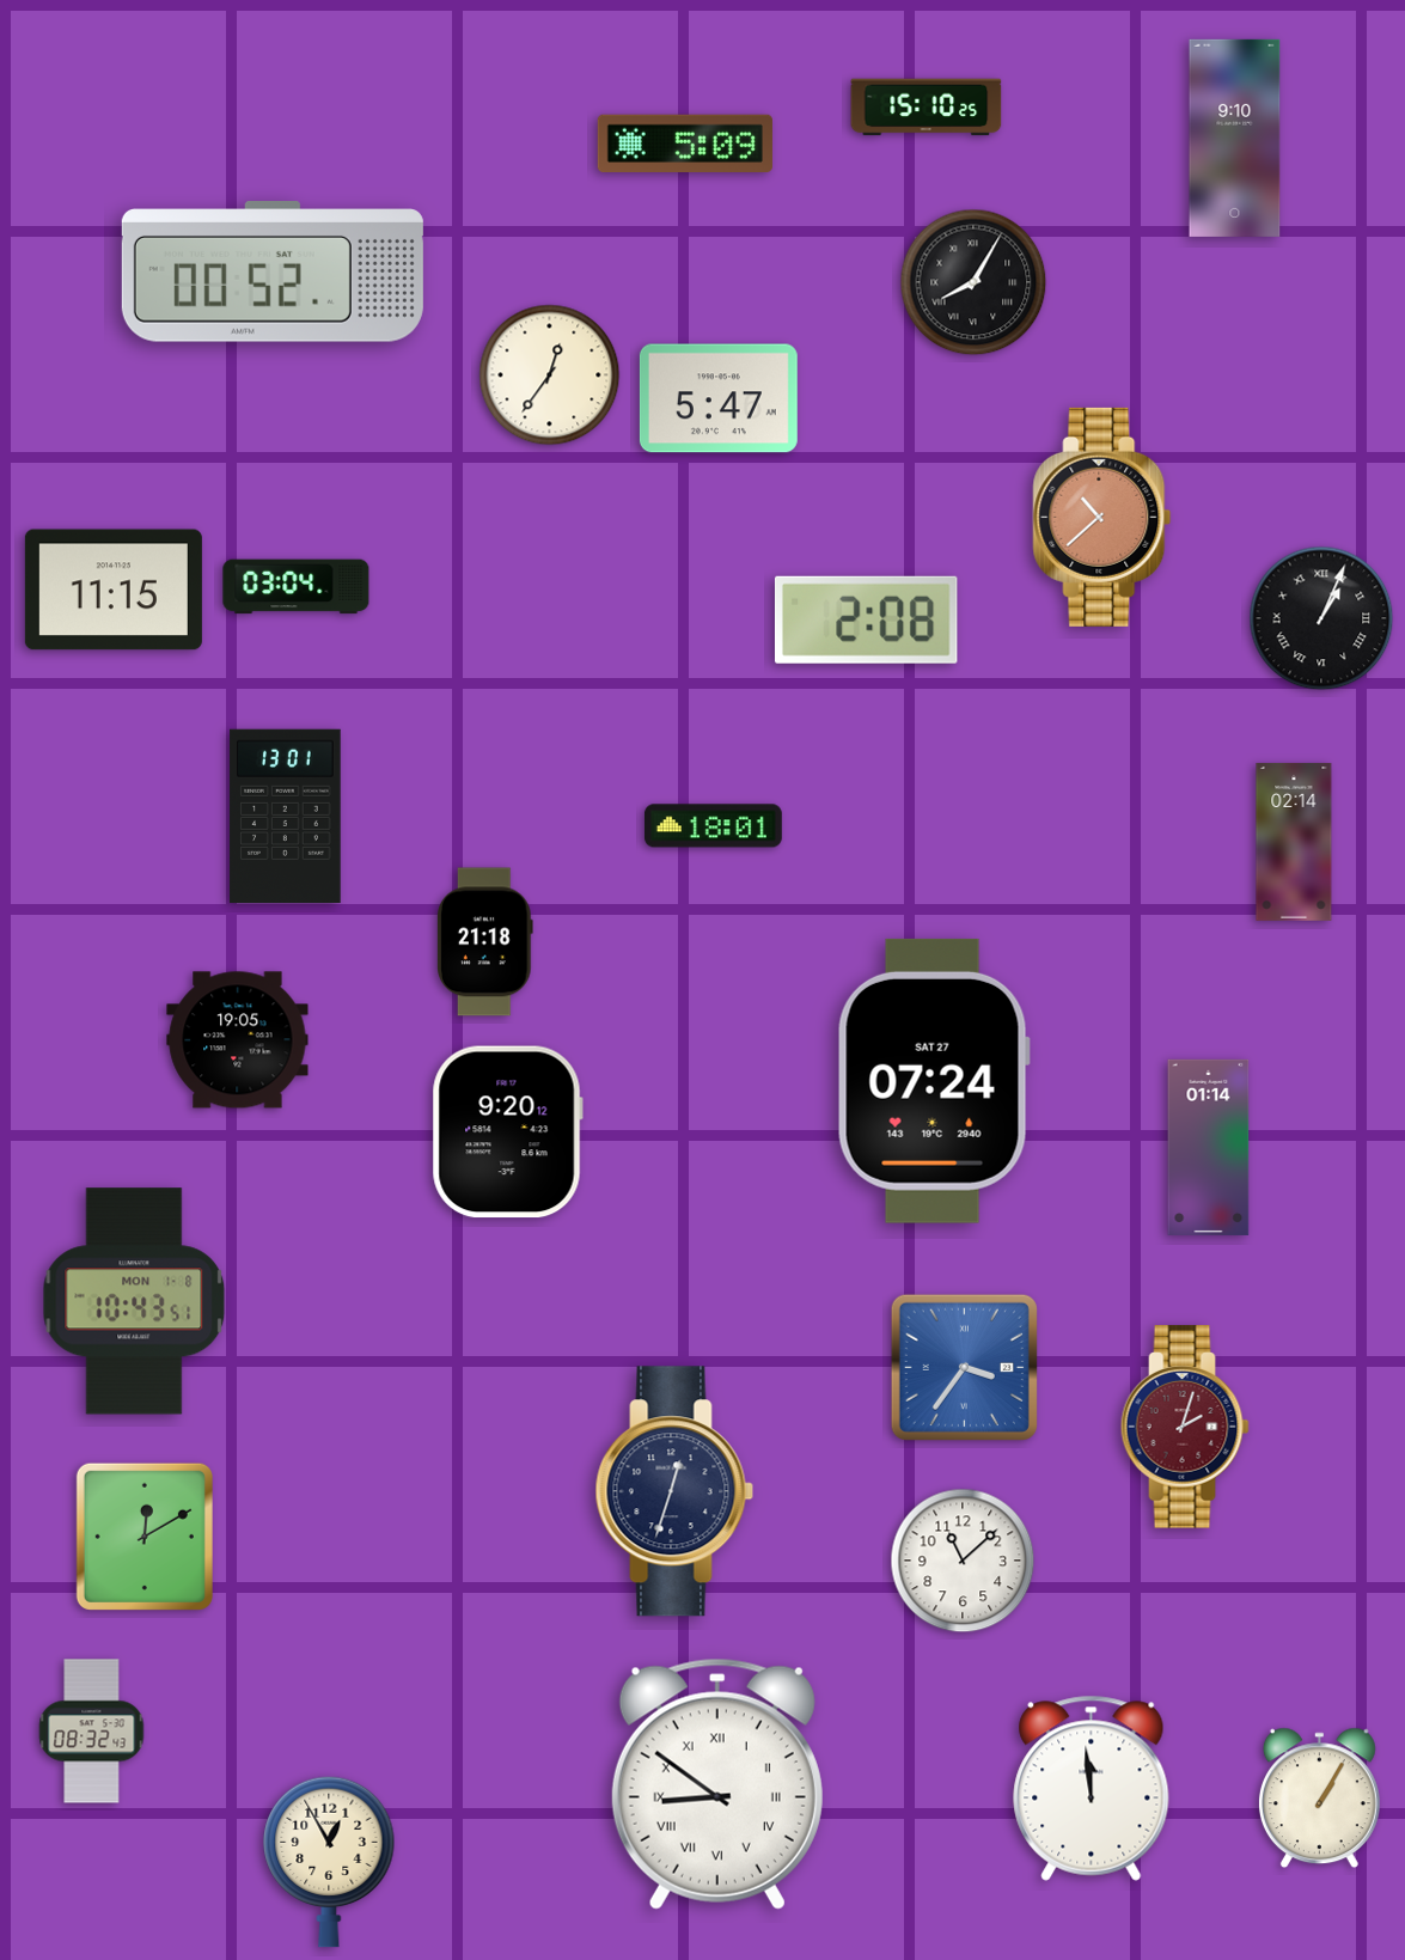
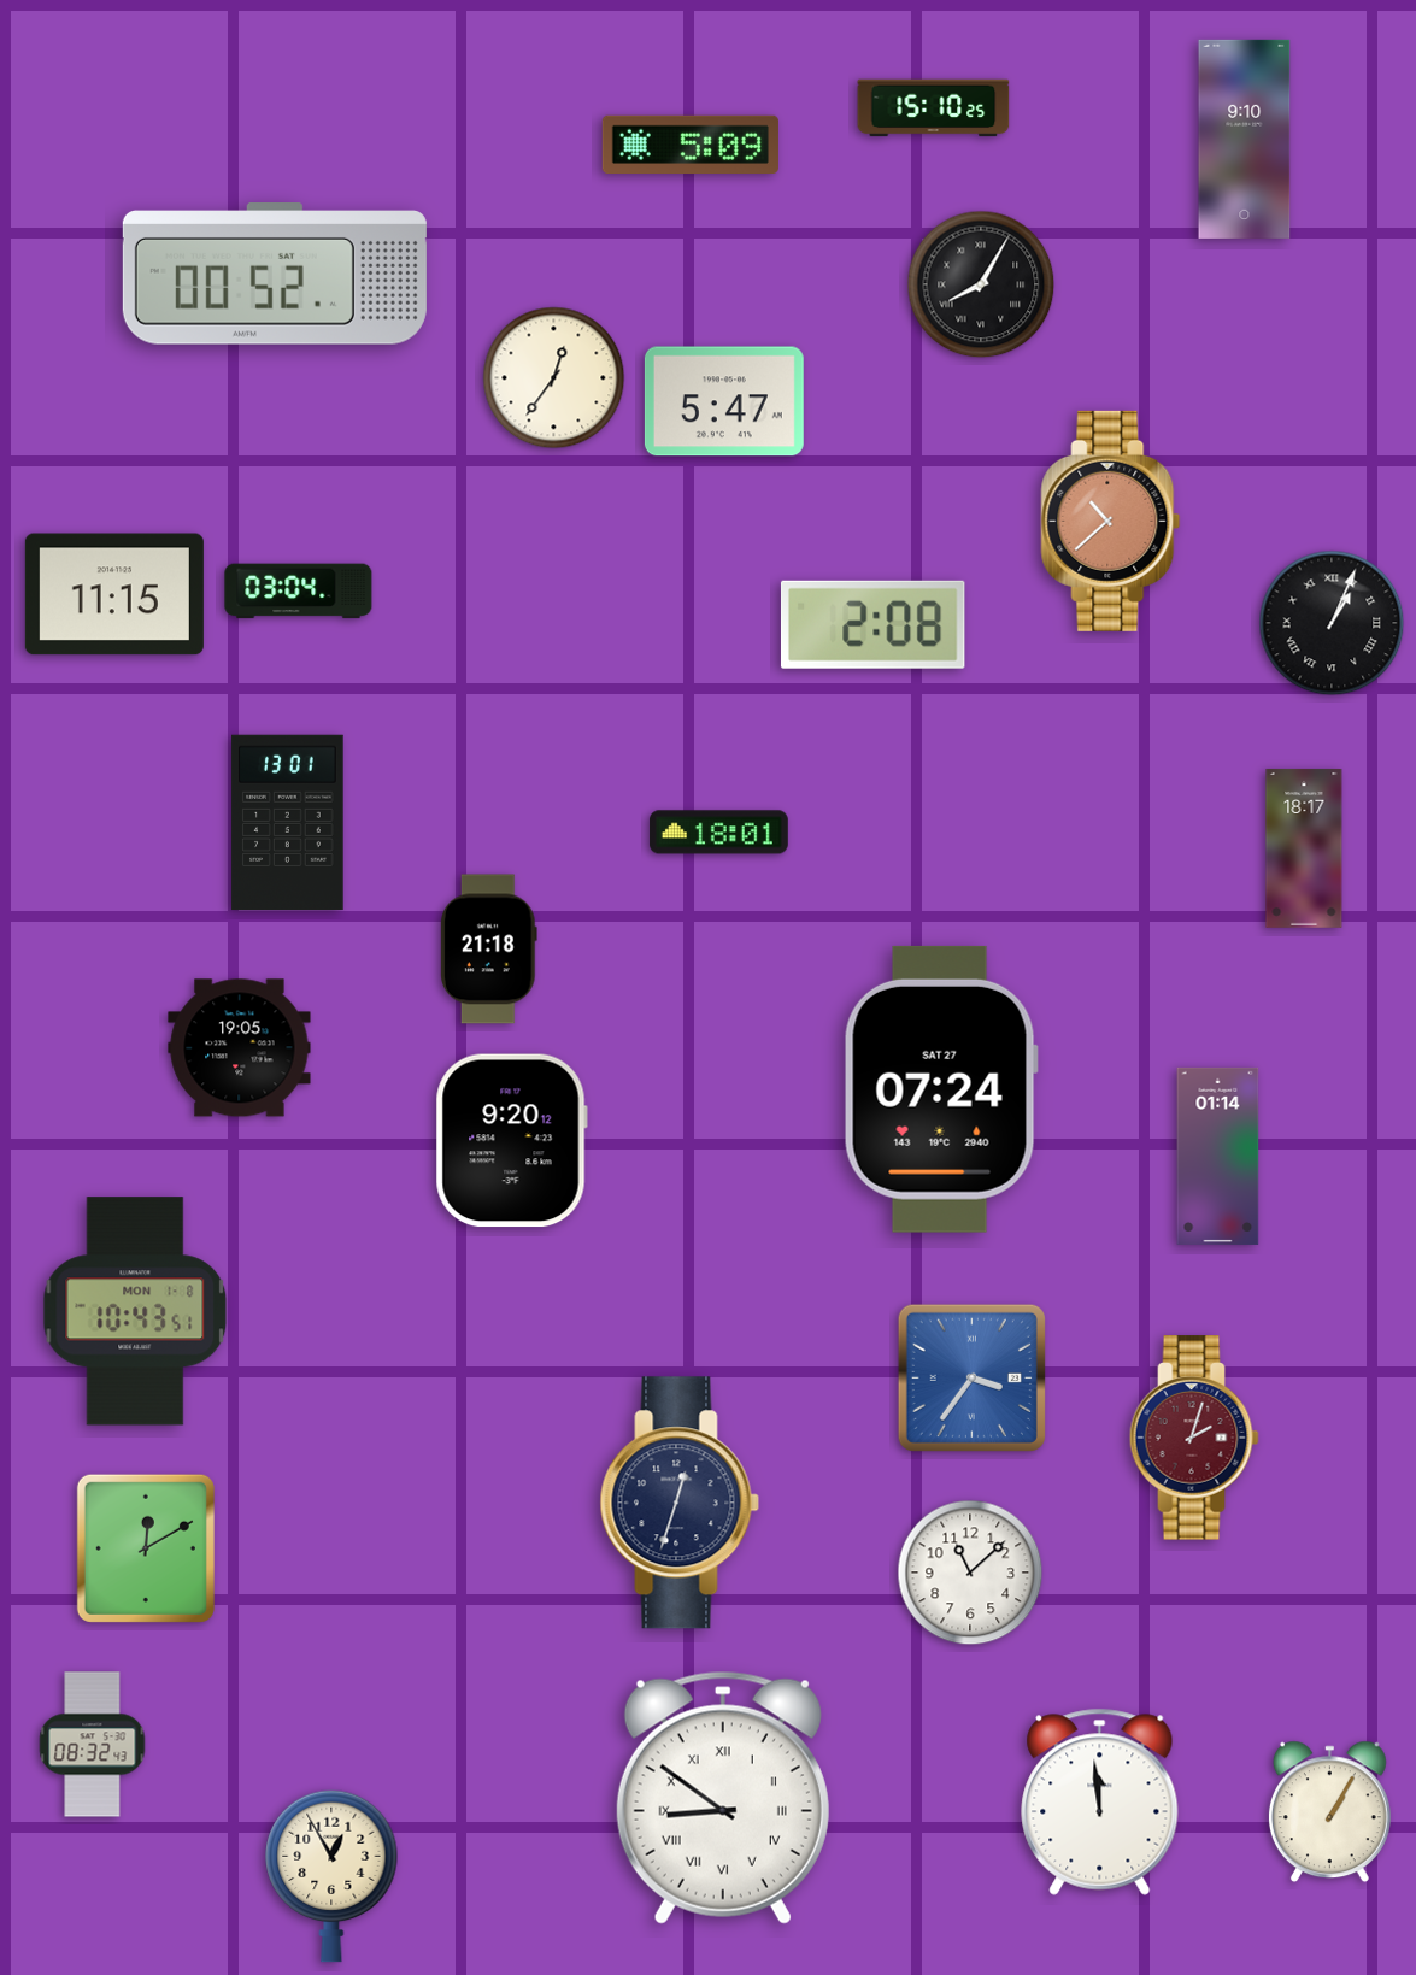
clock at (1294, 842): 02:14 -> 18:17
